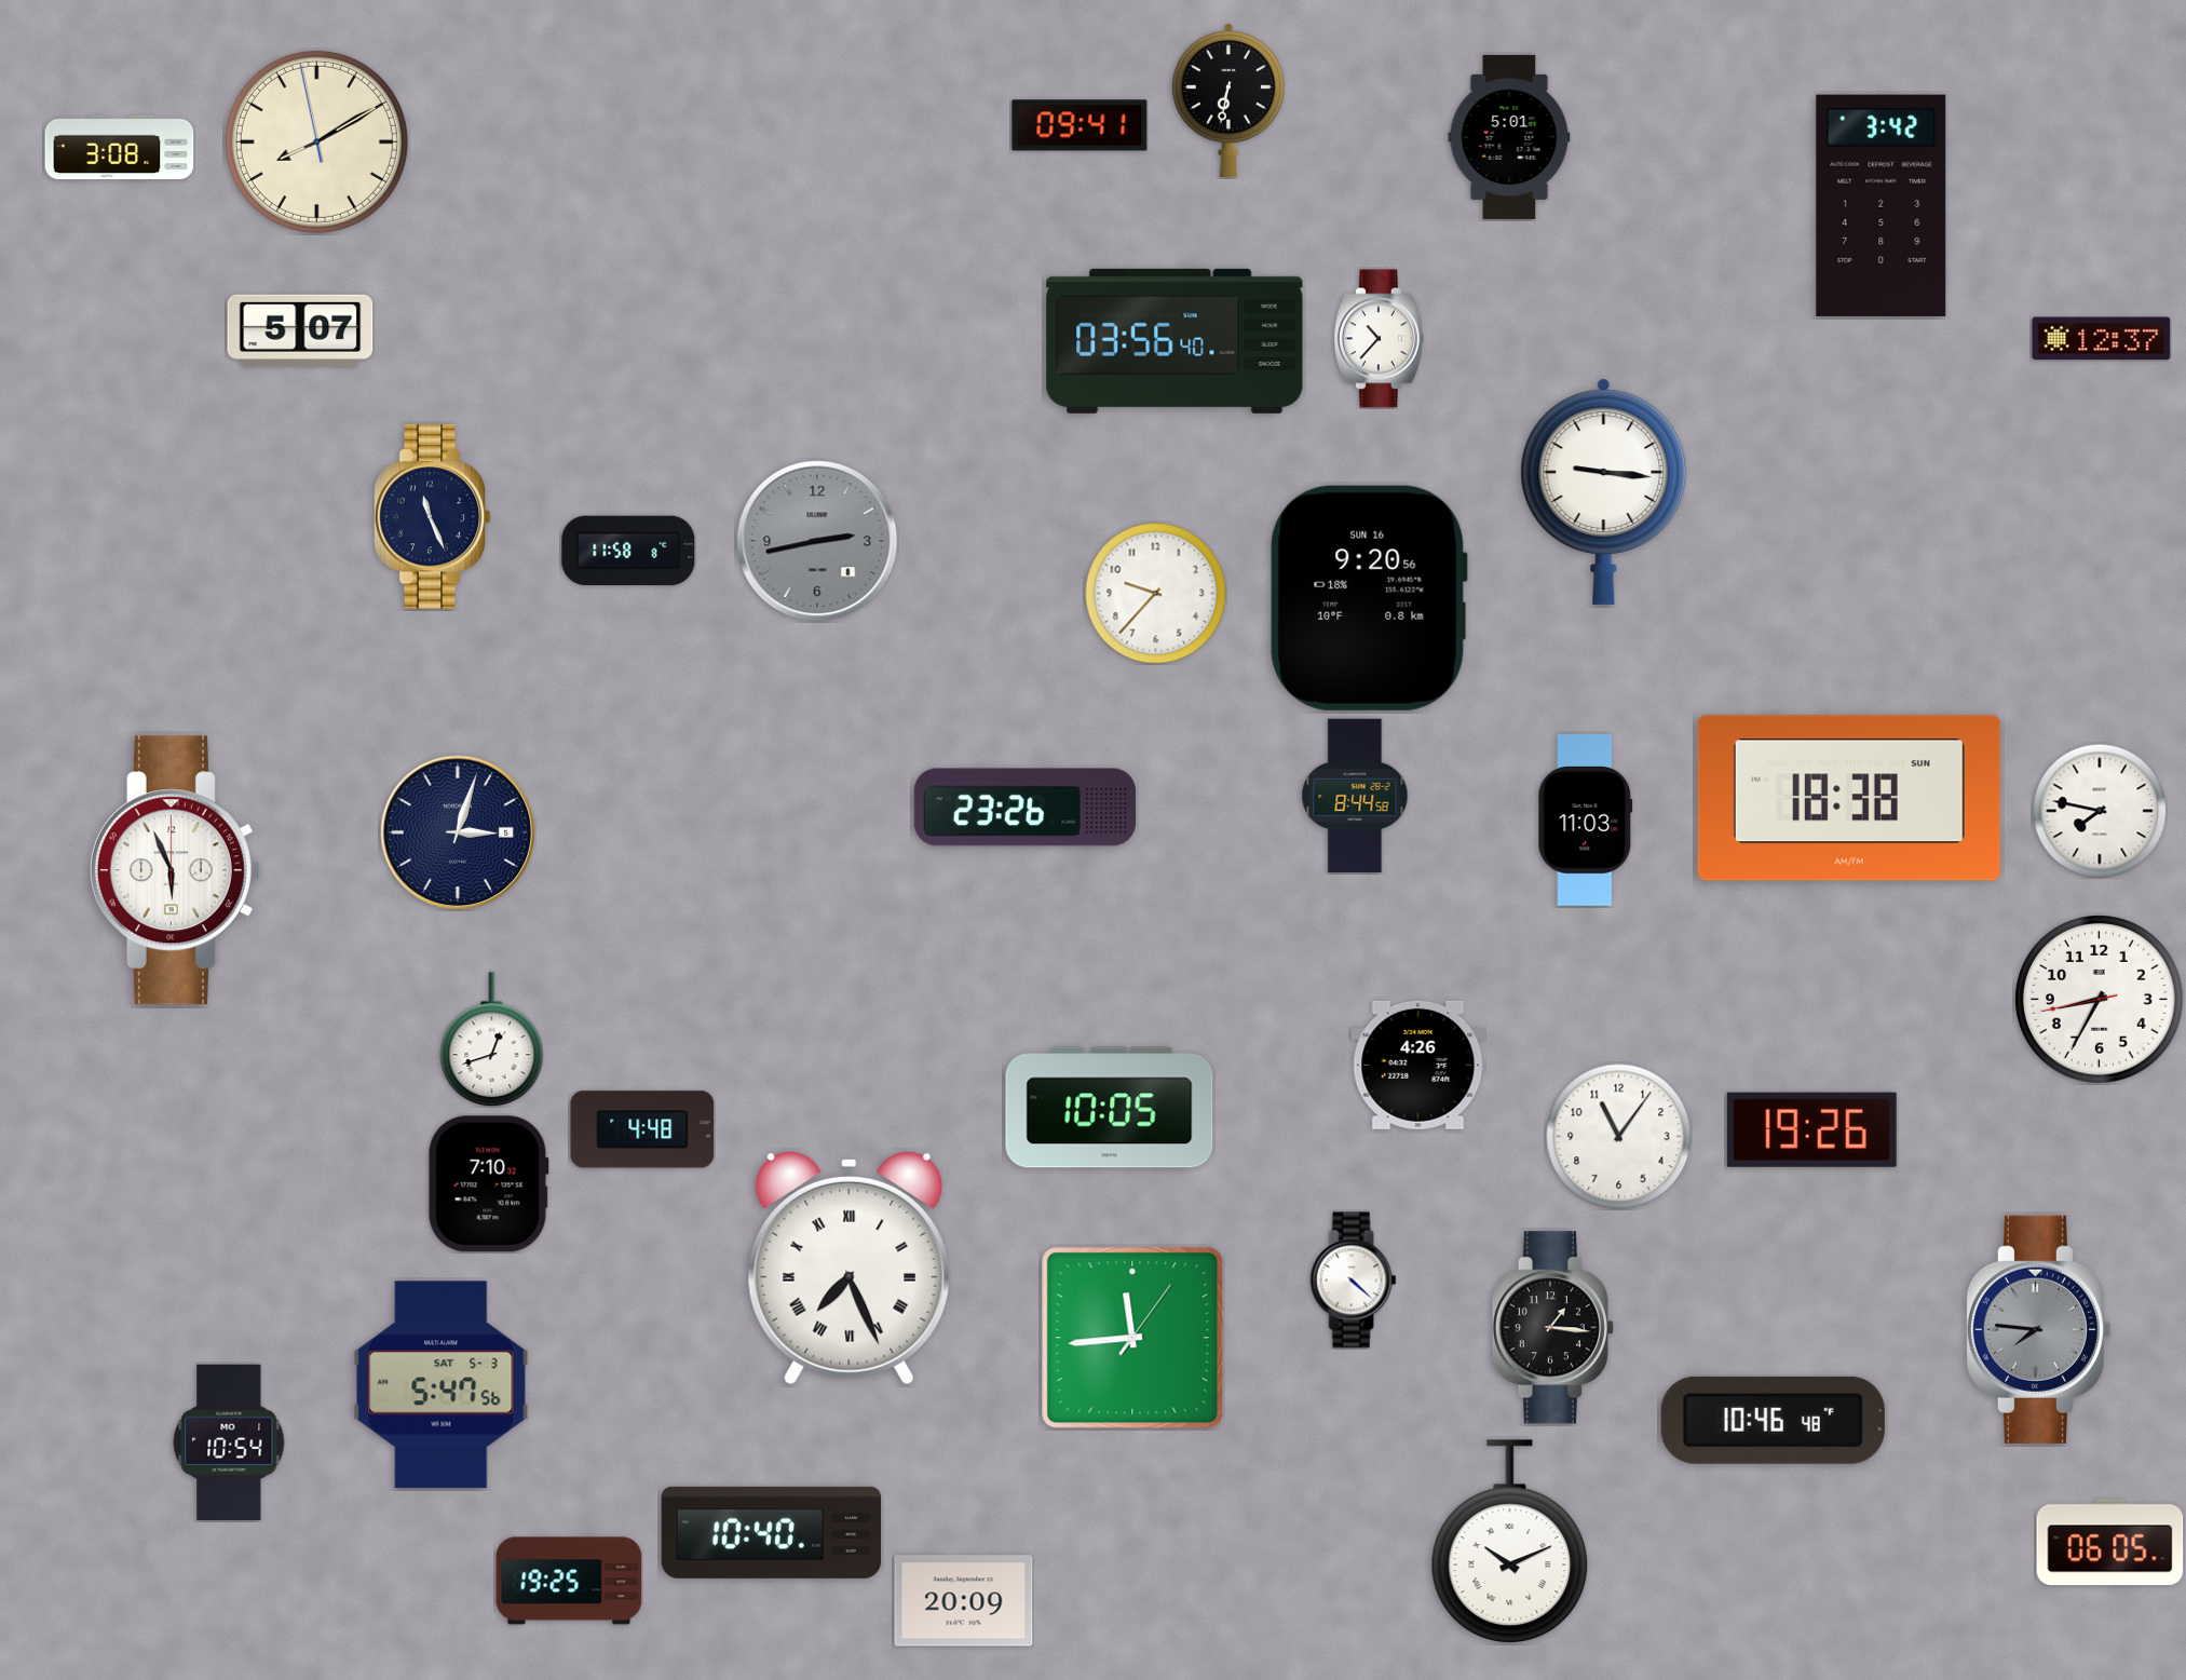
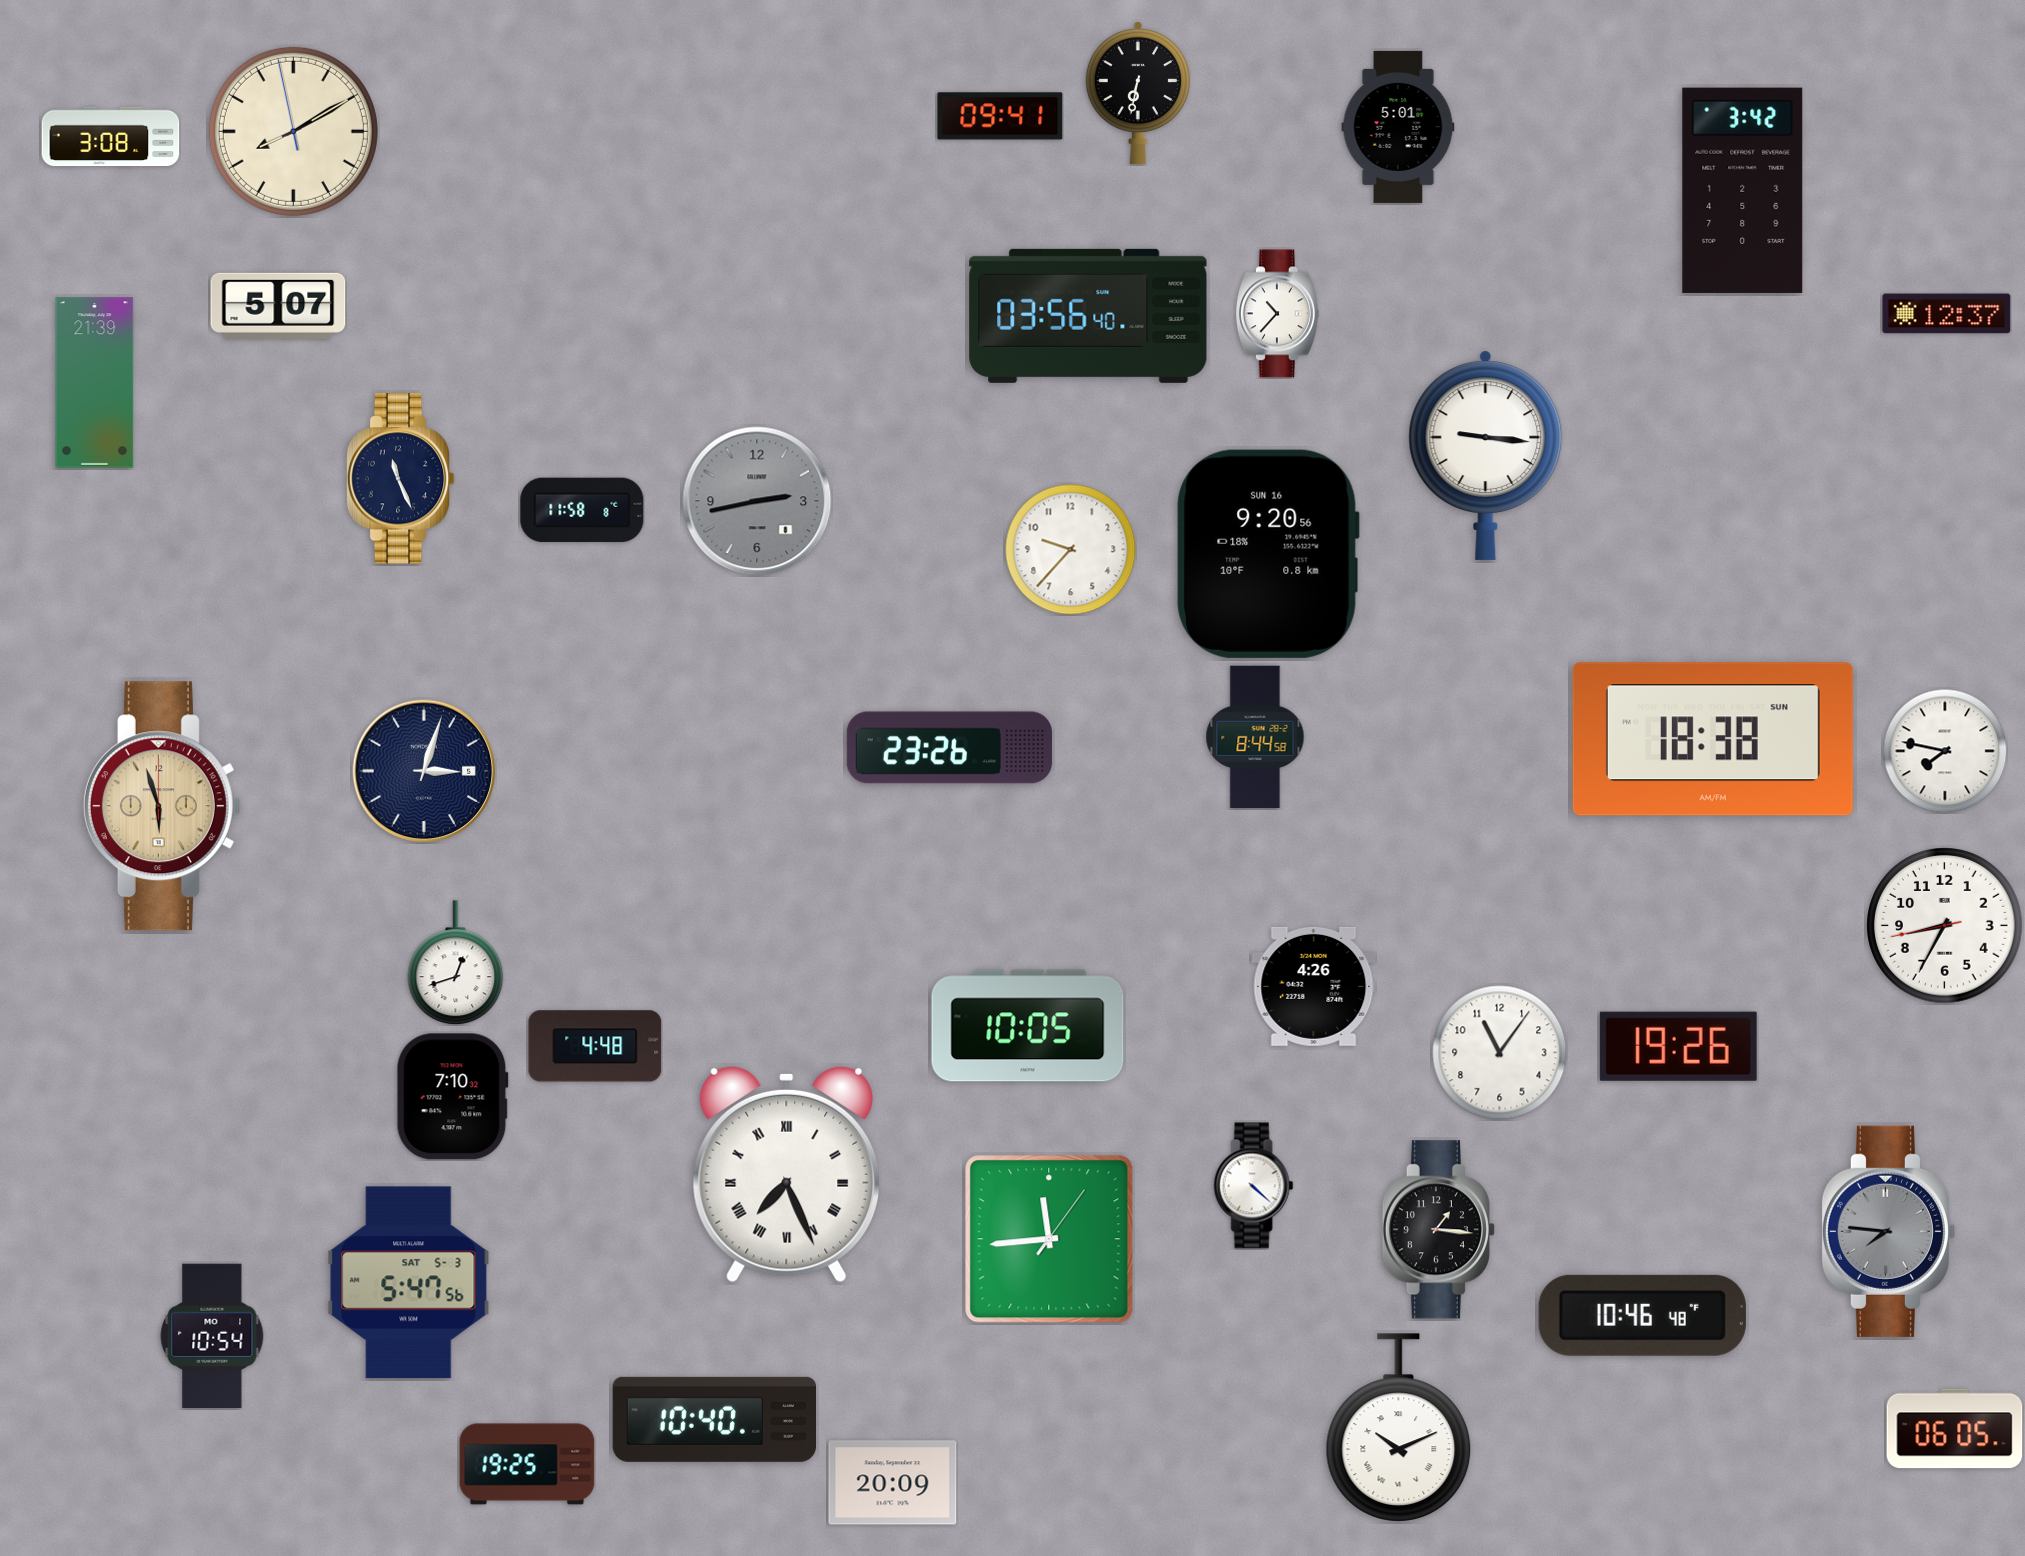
clock at (95, 383): none -> 21:39
clock at (1586, 819): 11:03 -> none
clock at (175, 870): 5:56 -> 5:57
clock at (175, 870) dial: white -> champagne
